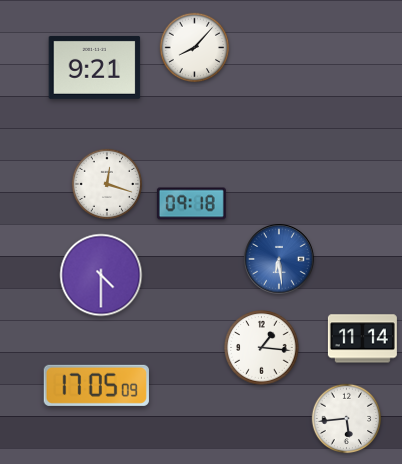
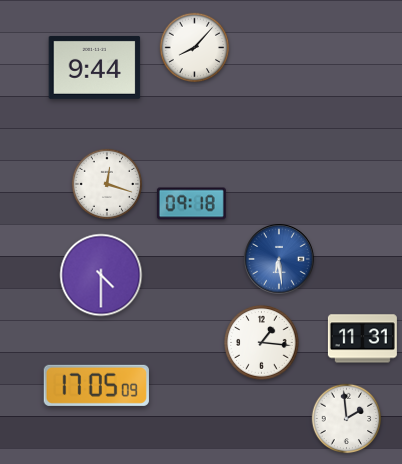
clock at (95, 67): 9:21 -> 9:44
clock at (362, 339): 11:14 -> 11:31
clock at (262, 348) position: (262, 348) -> (262, 343)
clock at (347, 419): 5:44 -> 1:59
